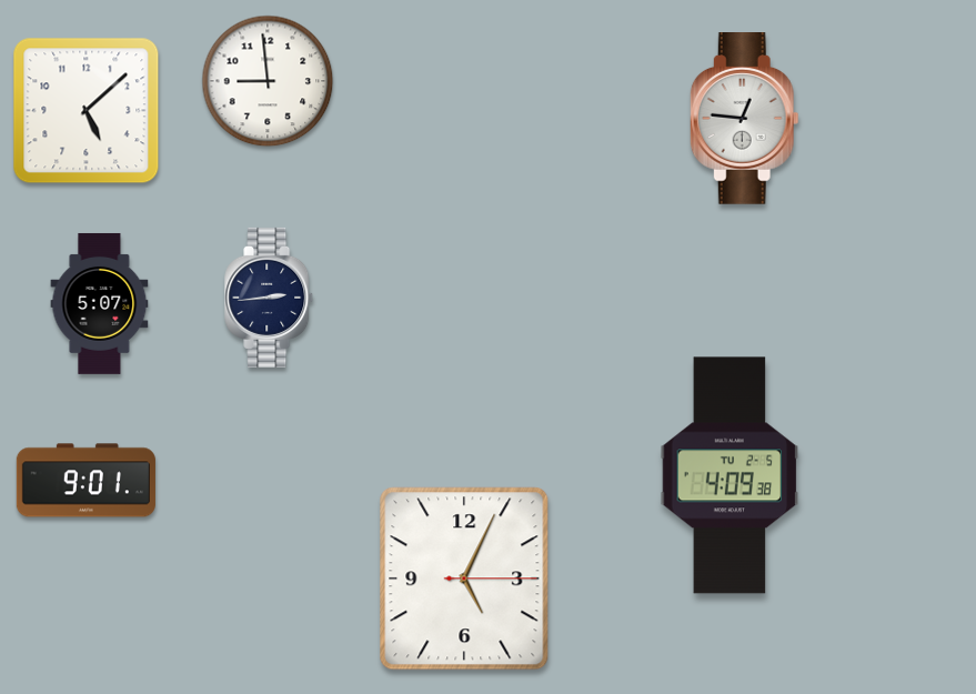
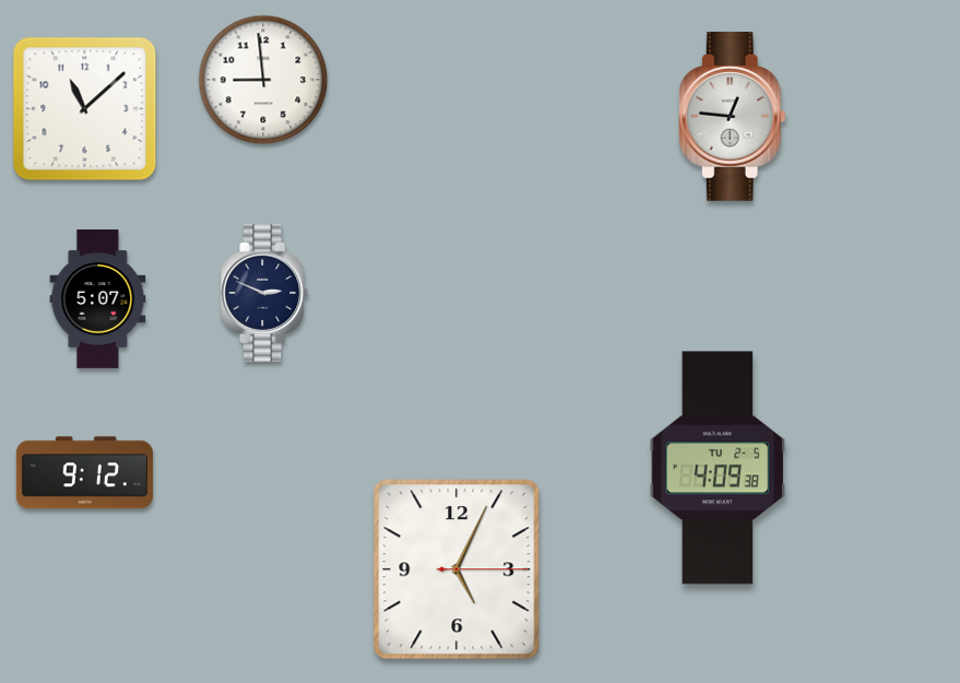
clock at (87, 111): 5:08 -> 11:08
clock at (270, 298): 2:44 -> 2:49
clock at (85, 481): 9:01 -> 9:12
